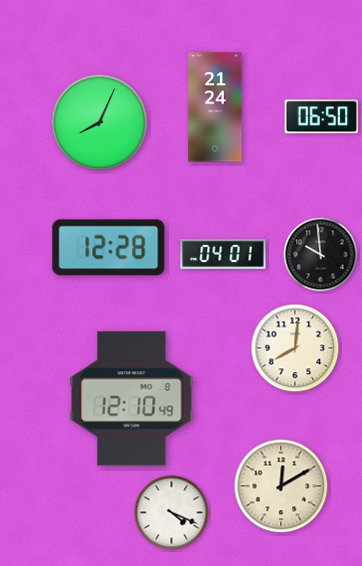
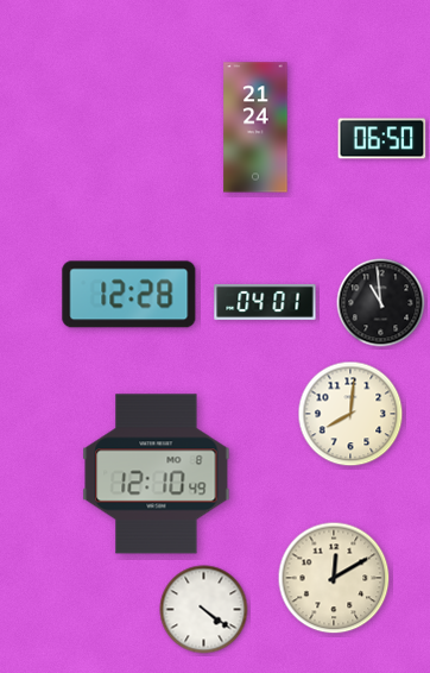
clock at (100, 123): 8:04 -> none
clock at (321, 255): 9:59 -> 10:59
clock at (172, 513): 4:19 -> 4:21
